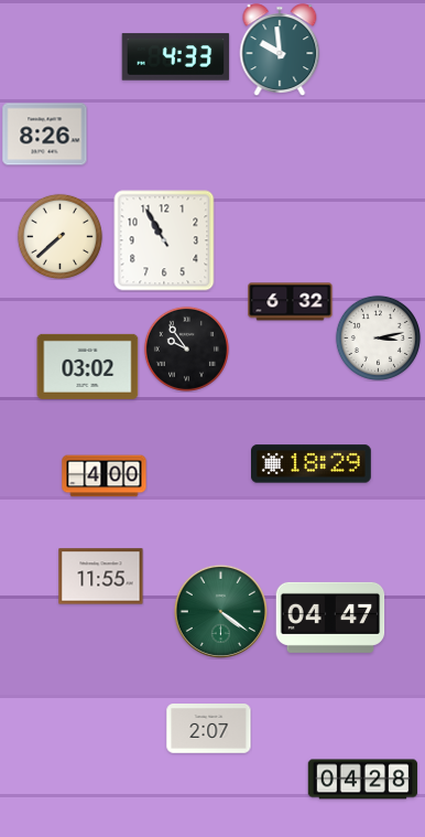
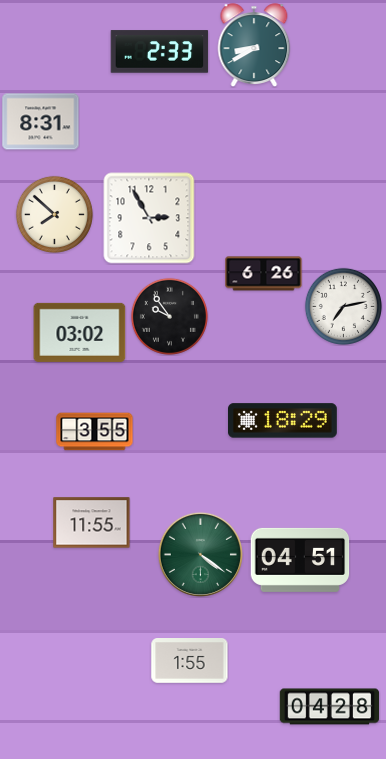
clock at (280, 50): 9:59 -> 8:40
clock at (176, 57): 4:33 -> 2:33
clock at (45, 135): 8:26 -> 8:31
clock at (59, 236): 7:38 -> 7:52
clock at (164, 240): 10:55 -> 2:55
clock at (291, 302): 6:32 -> 6:26
clock at (378, 337): 3:13 -> 7:13
clock at (105, 476): 4:00 -> 3:55
clock at (330, 618): 04:47 -> 04:51
clock at (209, 729): 2:07 -> 1:55
